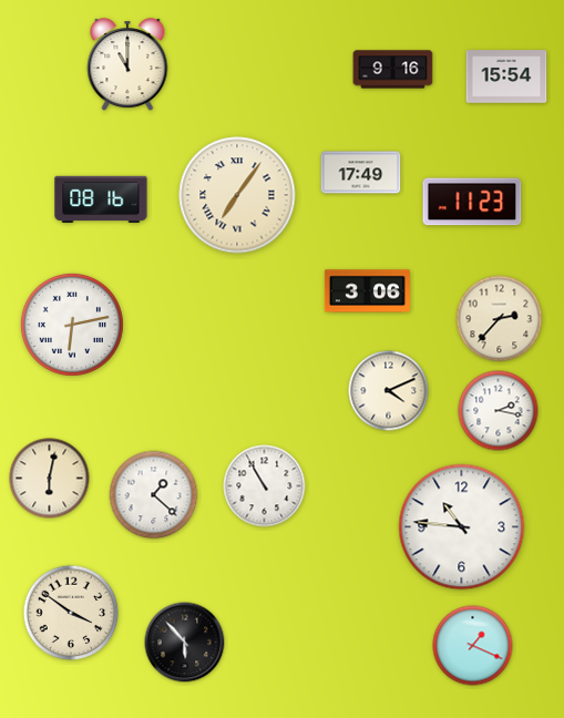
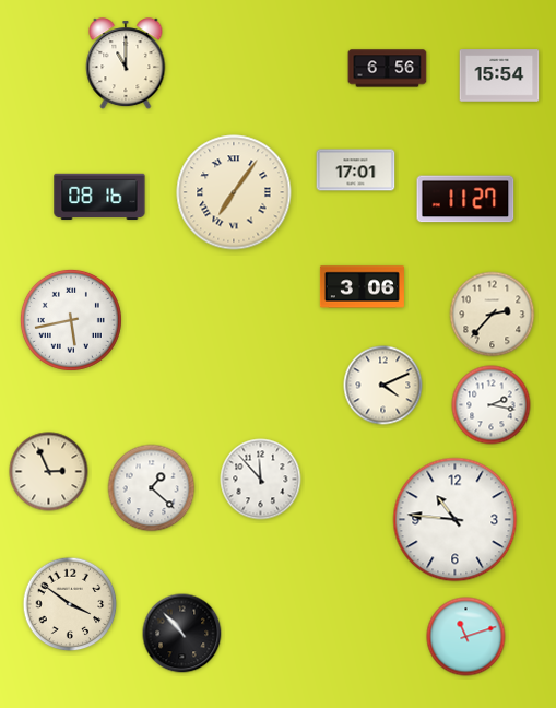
clock at (393, 70): 9:16 -> 6:56
clock at (361, 173): 17:49 -> 17:01
clock at (472, 202): 11:23 -> 11:27
clock at (72, 325): 6:13 -> 5:43
clock at (50, 479): 6:02 -> 2:56
clock at (265, 486): 10:55 -> 11:53
clock at (185, 643): 5:53 -> 10:53
clock at (473, 646): 1:19 -> 11:12
